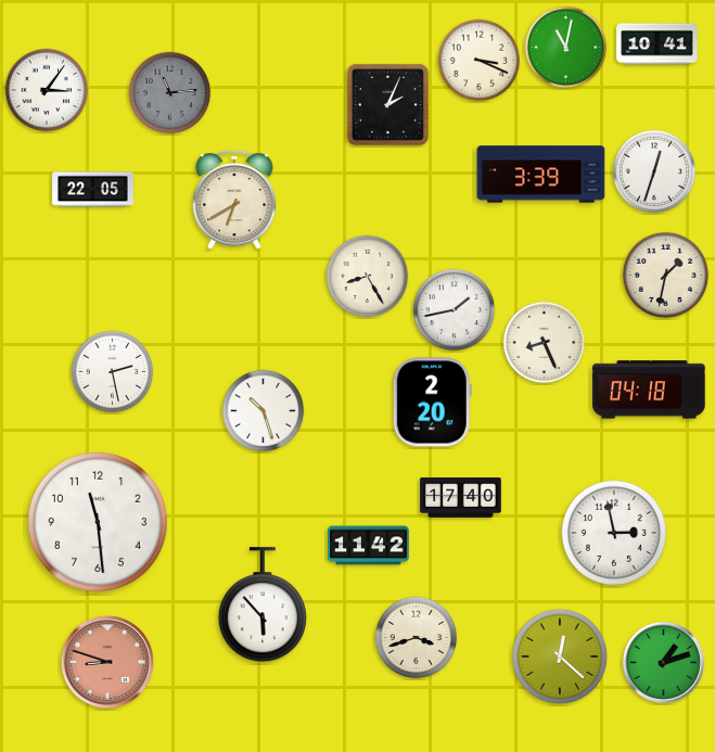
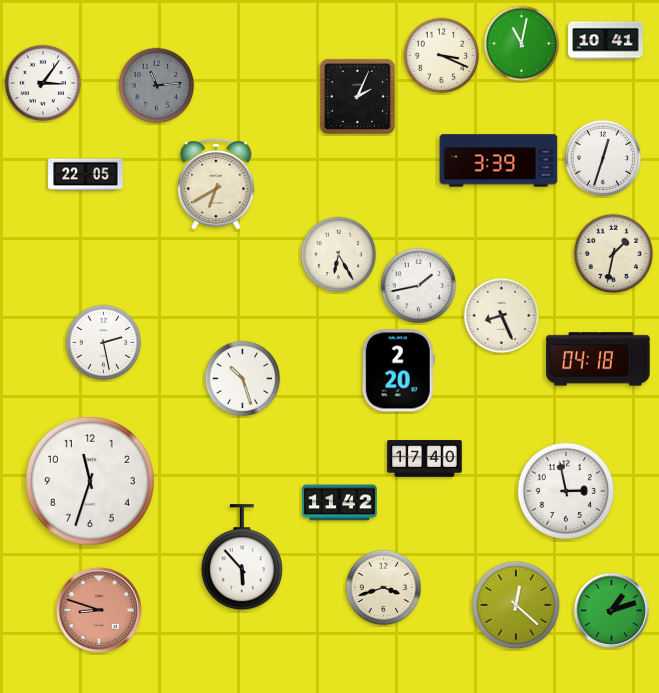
clock at (368, 277): 8:25 -> 6:25
clock at (98, 522): 11:29 -> 11:33
